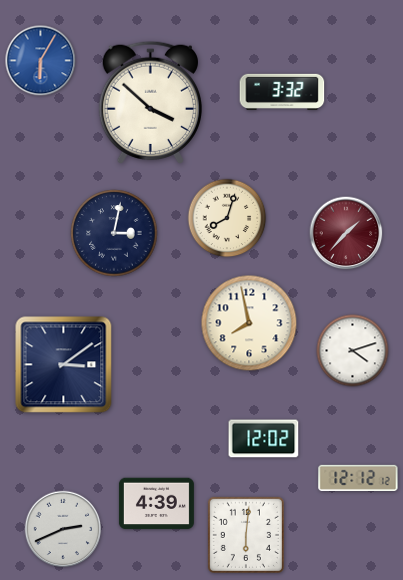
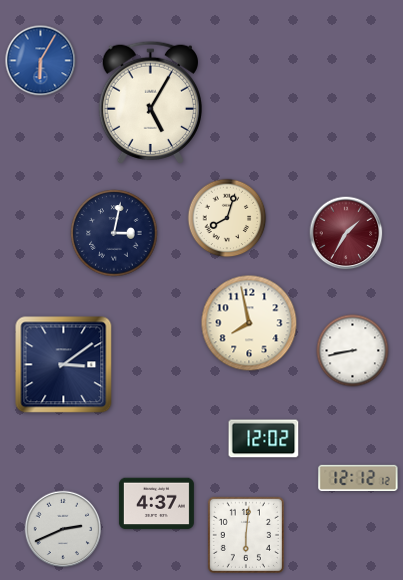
clock at (282, 92): 3:32 -> none
clock at (150, 102): 3:52 -> 5:05
clock at (346, 233): 1:37 -> 1:35
clock at (353, 351): 4:12 -> 8:43
clock at (156, 504): 4:39 -> 4:37
